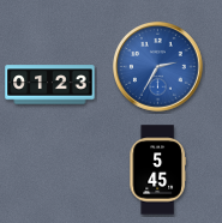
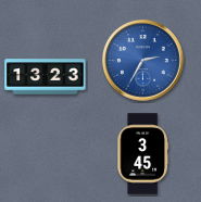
clock at (50, 85): 01:23 -> 13:23
clock at (157, 170): 5:45 -> 3:45
